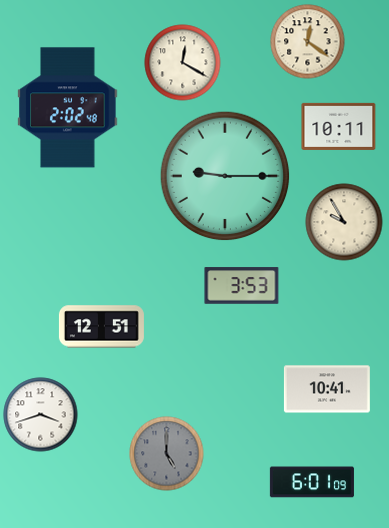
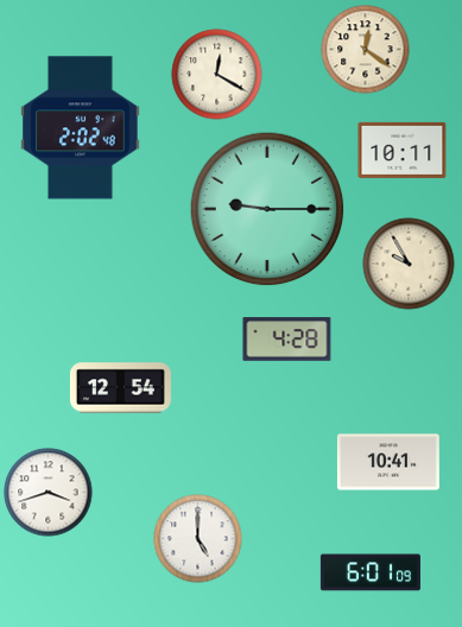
clock at (242, 286): 3:53 -> 4:28
clock at (101, 327): 12:51 -> 12:54
clock at (167, 454) dial: grey -> white
